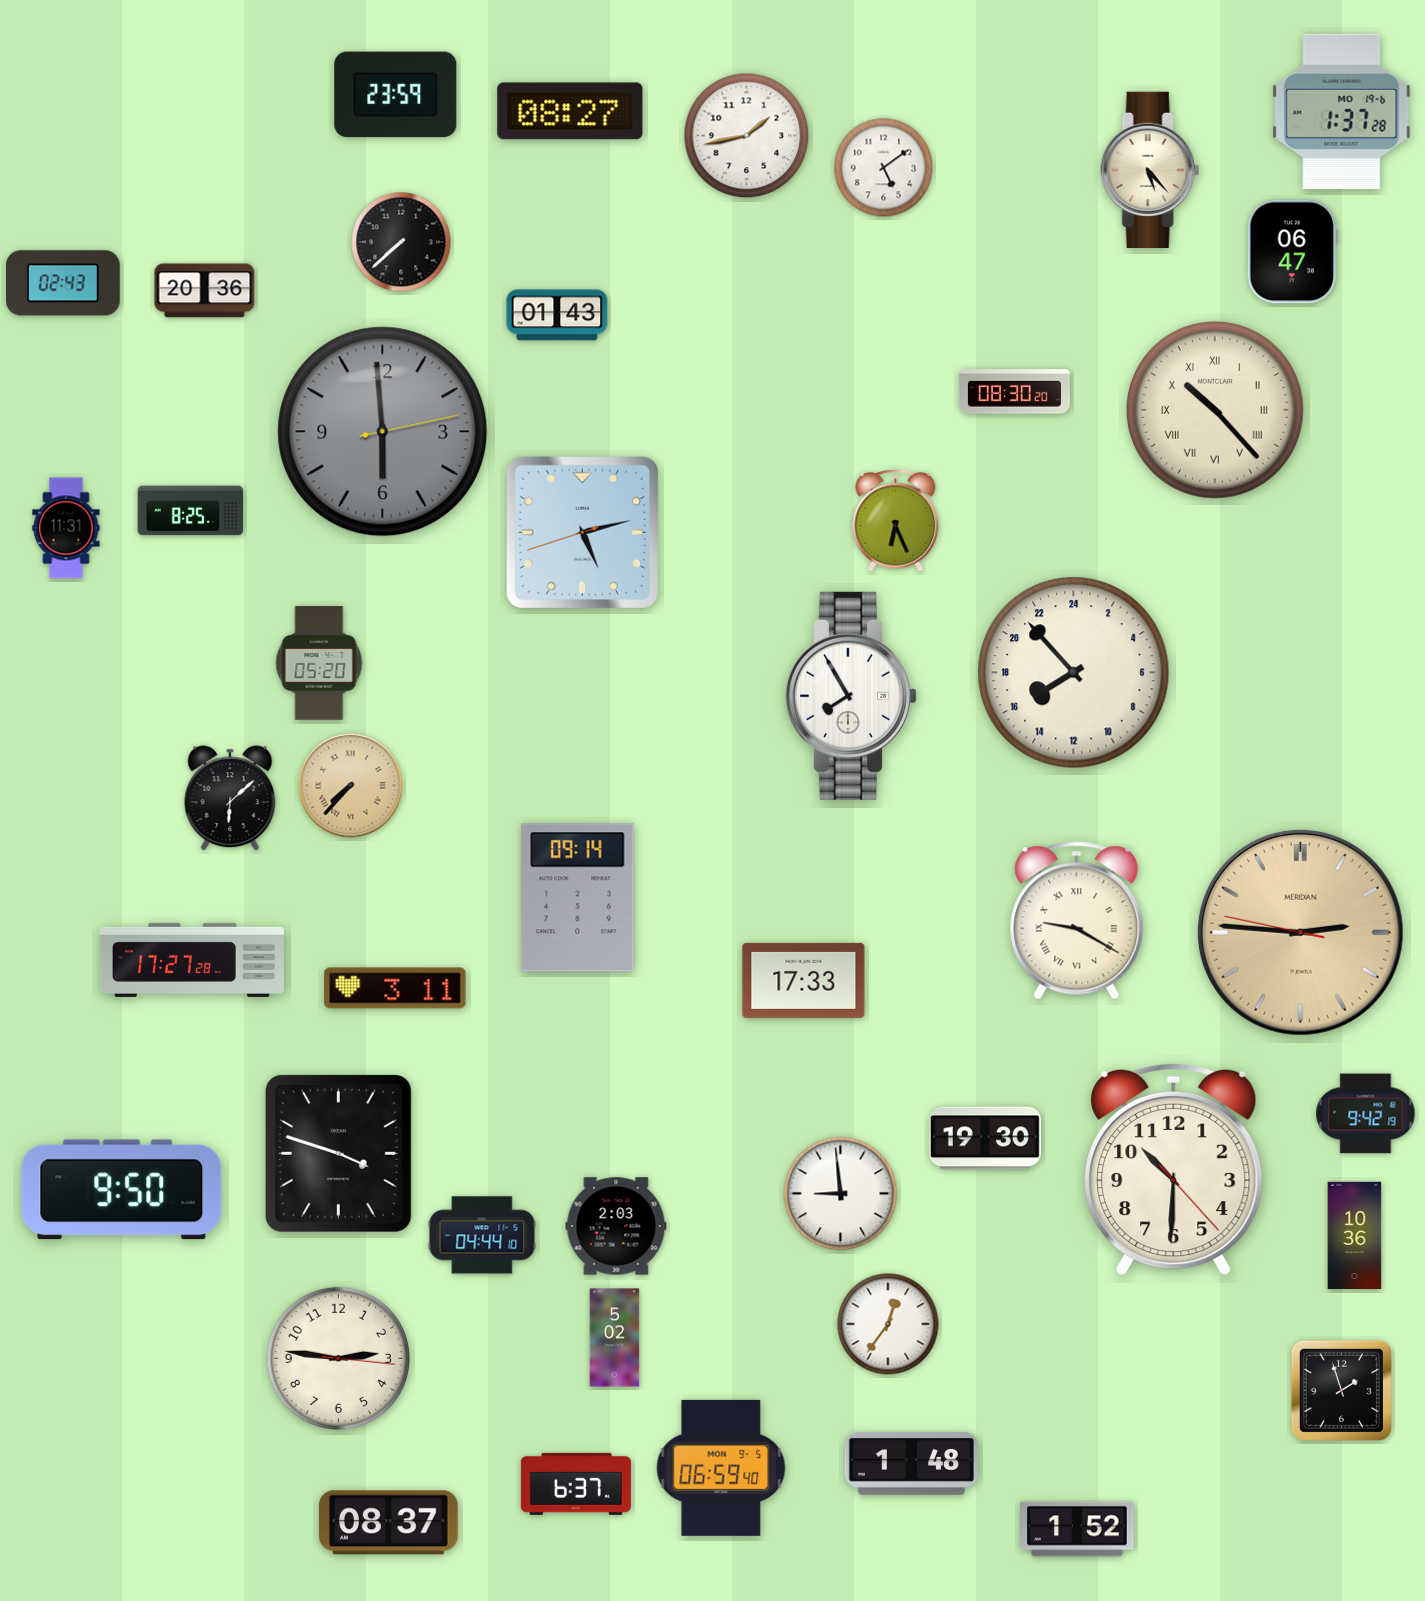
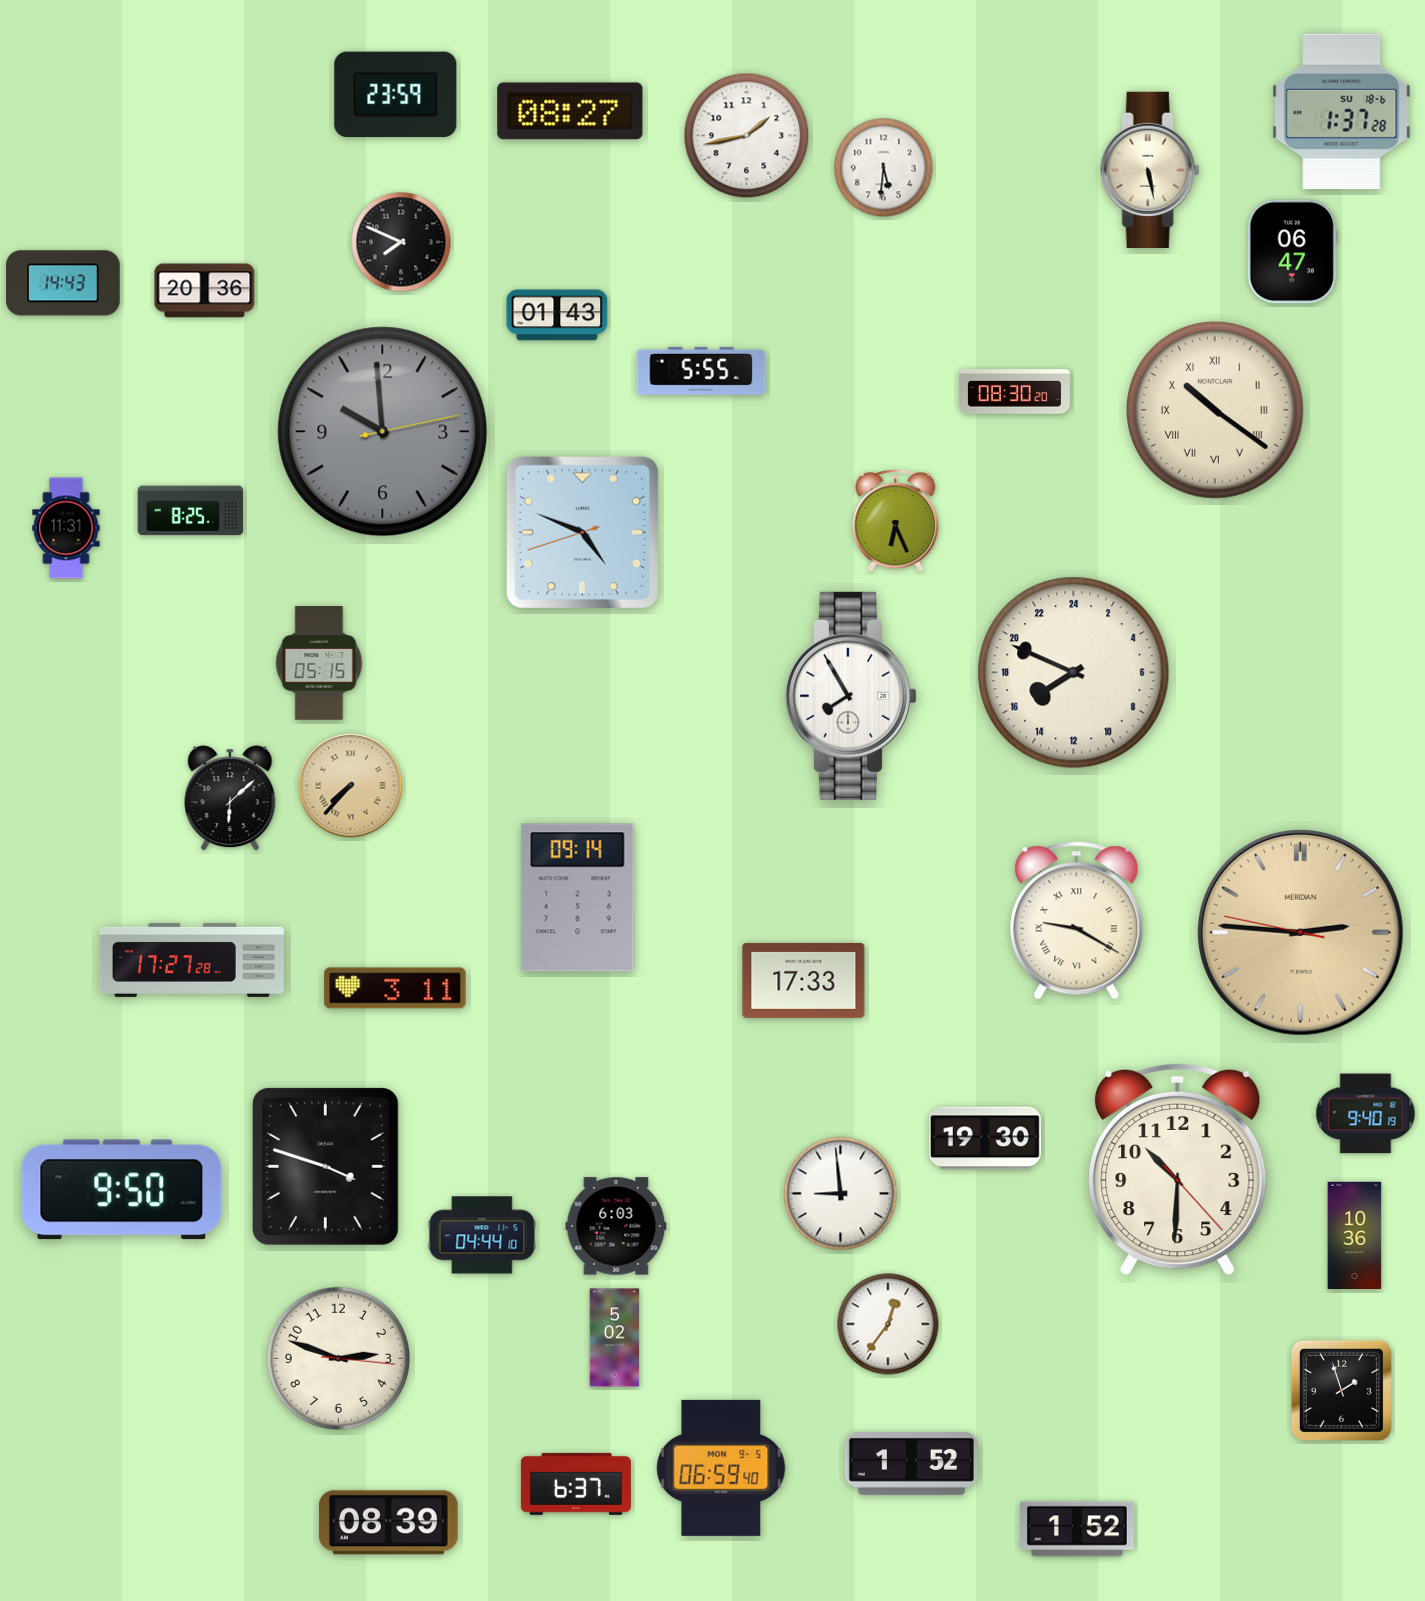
clock at (1342, 111) date: MO 19-6 -> SU 18-6
clock at (884, 168): 5:09 -> 5:31
clock at (1150, 170): 5:23 -> 5:28
clock at (401, 242): 7:38 -> 7:49
clock at (64, 283): 02:43 -> 14:43
clock at (701, 371): none -> 5:55
clock at (1216, 411): 10:23 -> 10:21
clock at (383, 432): 5:59 -> 9:59
clock at (582, 532): 5:12 -> 4:48
clock at (319, 663): 05:20 -> 05:15
clock at (1074, 673): 15:53 -> 15:49
clock at (1366, 1114): 9:42 -> 9:40
clock at (339, 1154) position: (339, 1154) -> (326, 1167)
clock at (1174, 1170) position: (1174, 1170) -> (1178, 1170)
clock at (616, 1226): 2:03 -> 6:03
clock at (338, 1358): 2:46 -> 2:48
clock at (911, 1463): 1:48 -> 1:52
clock at (388, 1523): 08:37 -> 08:39
